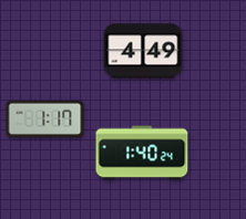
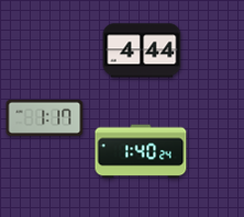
clock at (143, 51): 4:49 -> 4:44
